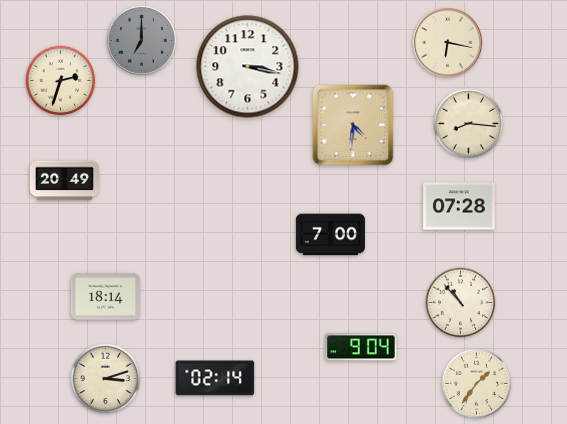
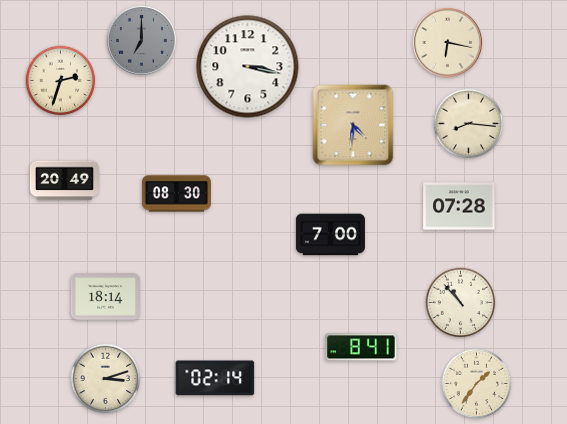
clock at (176, 194): none -> 08:30
clock at (361, 347): 9:04 -> 8:41
